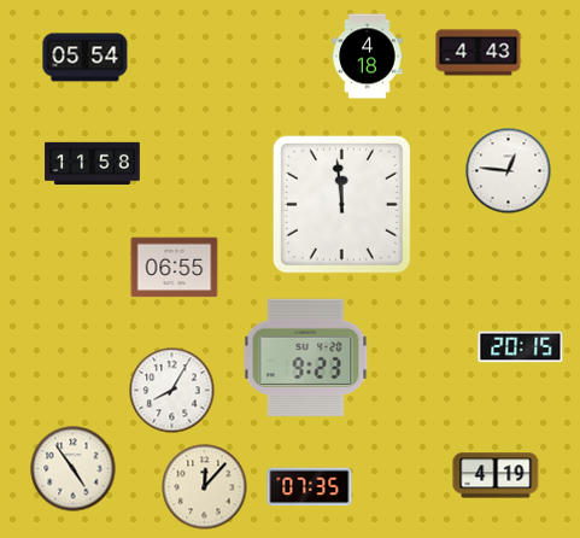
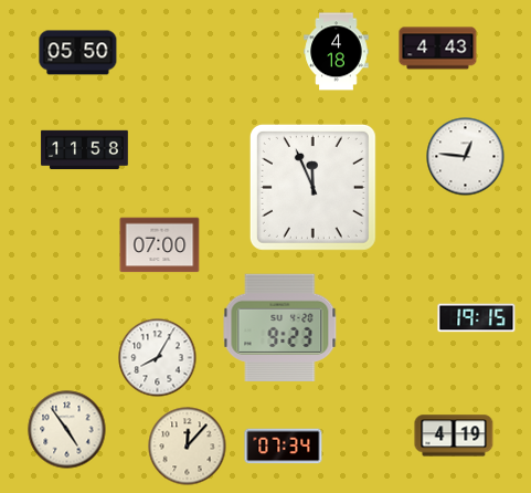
clock at (86, 58): 05:54 -> 05:50
clock at (341, 204): 11:59 -> 11:56
clock at (175, 268): 06:55 -> 07:00
clock at (521, 347): 20:15 -> 19:15
clock at (310, 487): 07:35 -> 07:34
